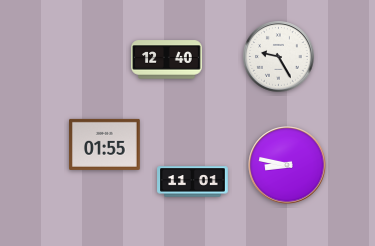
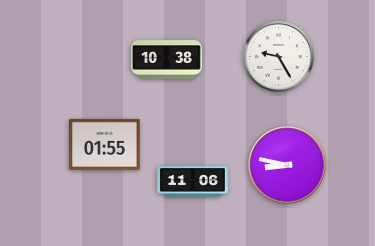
clock at (167, 60): 12:40 -> 10:38
clock at (193, 182): 11:01 -> 11:06
